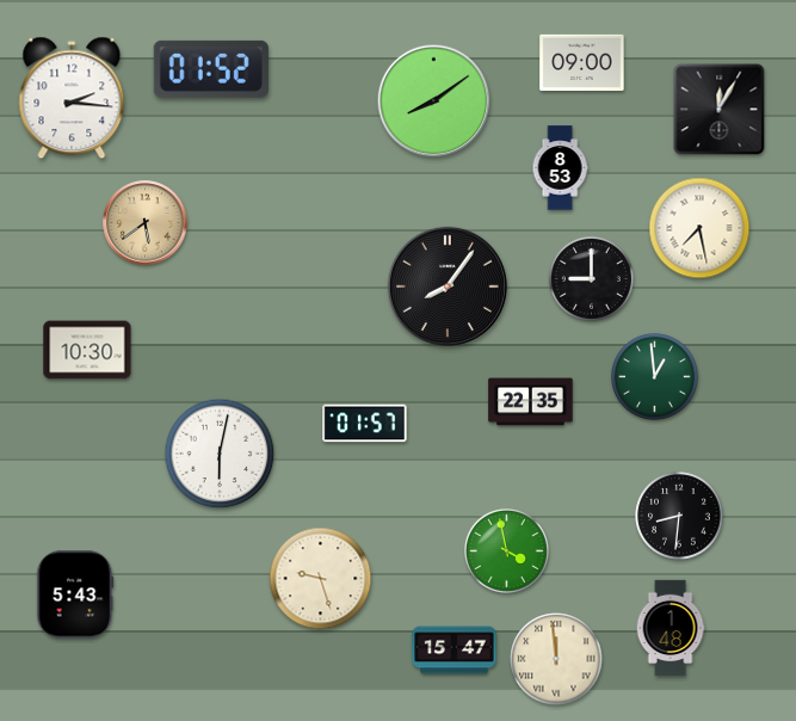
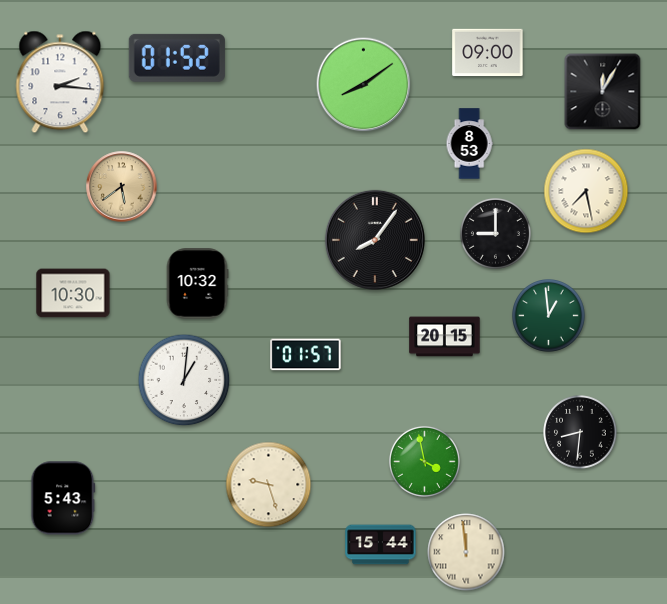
clock at (560, 168) position: (560, 168) -> (469, 144)
clock at (197, 284): none -> 10:32
clock at (531, 402): 22:35 -> 20:15
clock at (220, 454): 6:02 -> 1:01
clock at (679, 516) position: (679, 516) -> (580, 432)
clock at (671, 628): 1:48 -> none
clock at (455, 651): 15:47 -> 15:44
